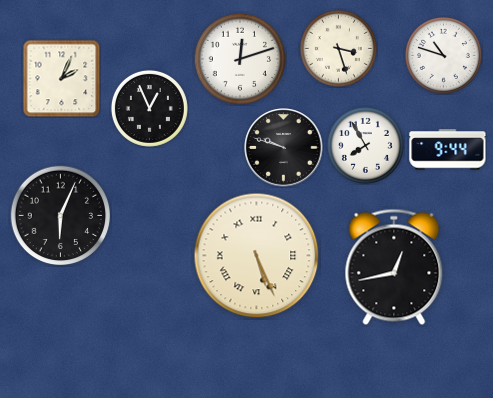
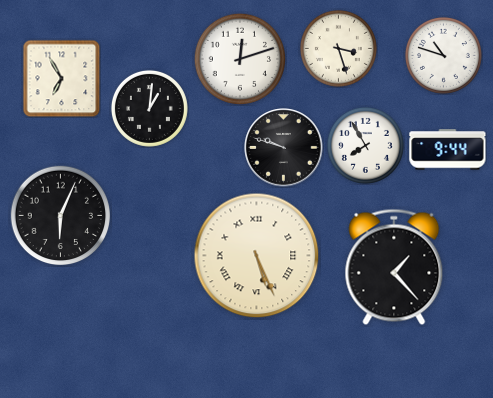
clock at (61, 78): 2:04 -> 6:55
clock at (149, 108): 12:56 -> 1:01
clock at (394, 267): 12:43 -> 1:23
